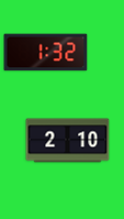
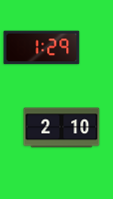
clock at (46, 53): 1:32 -> 1:29
